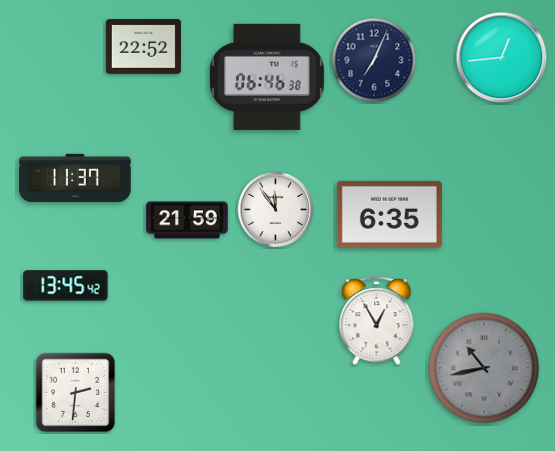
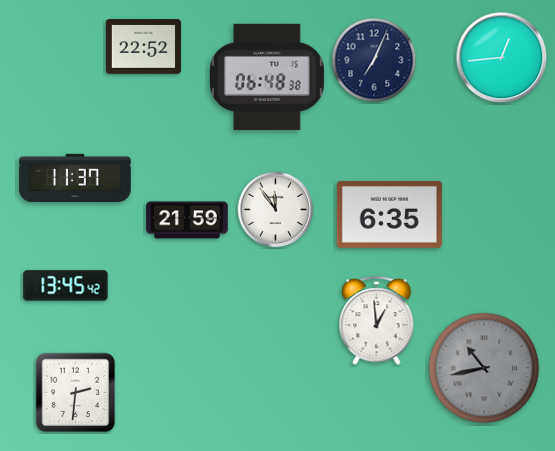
clock at (268, 77): 06:46 -> 06:48
clock at (377, 321): 12:55 -> 12:59
